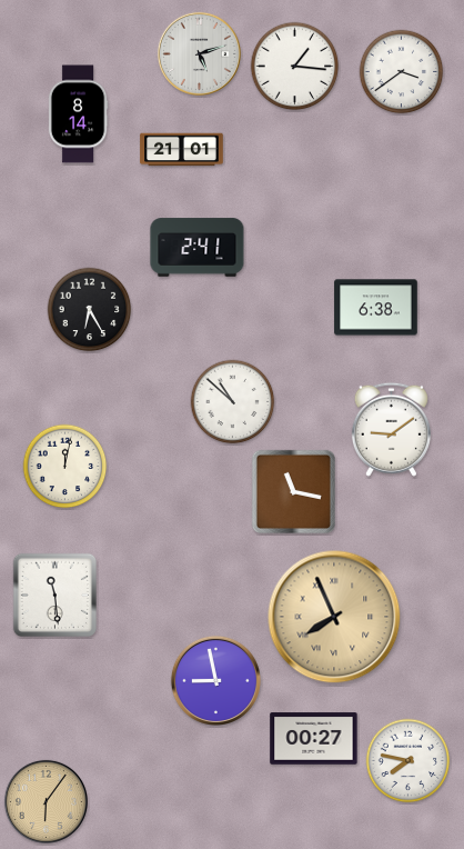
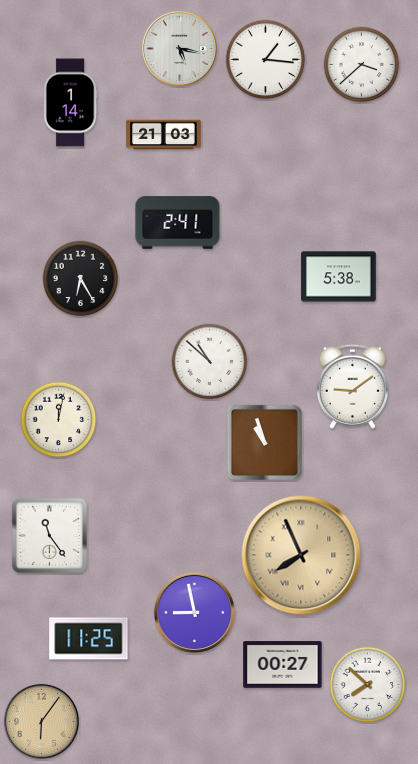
clock at (199, 53): 5:12 -> 5:17
clock at (402, 72): 3:39 -> 3:38
clock at (78, 114): 8:14 -> 1:14
clock at (182, 150): 21:01 -> 21:03
clock at (376, 308): 6:38 -> 5:38
clock at (293, 491): 11:17 -> 10:57
clock at (54, 595): 11:29 -> 11:24
clock at (89, 639): none -> 11:25
clock at (408, 761): 7:47 -> 7:52
